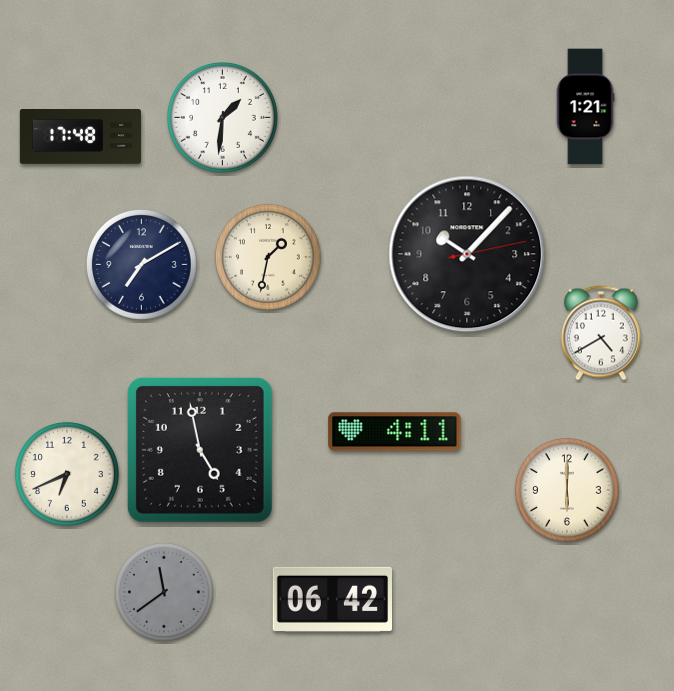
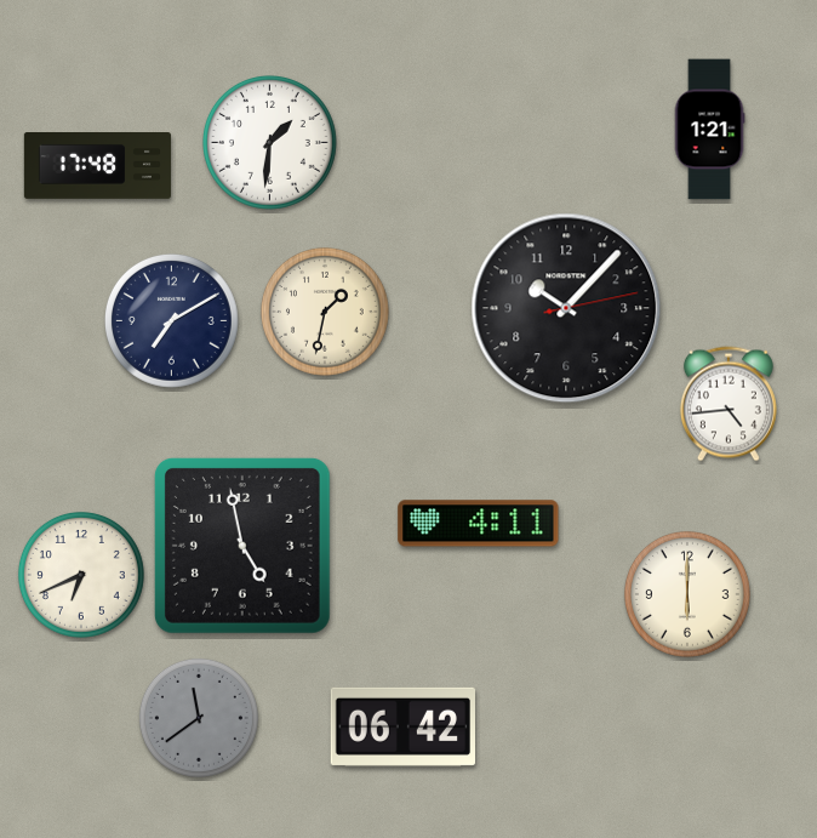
clock at (601, 333): 4:40 -> 4:44
